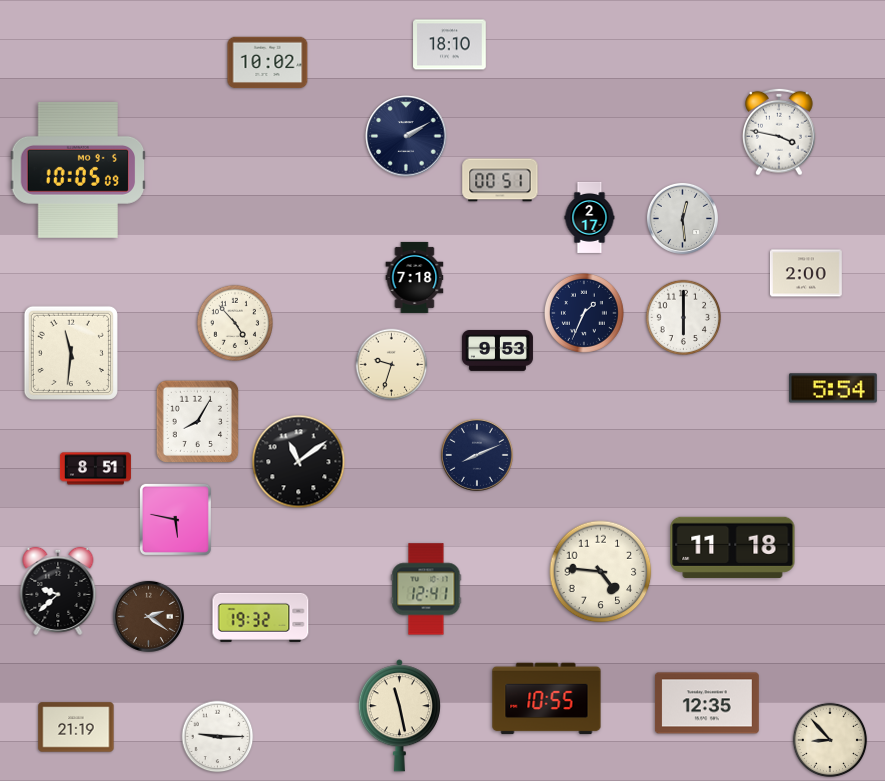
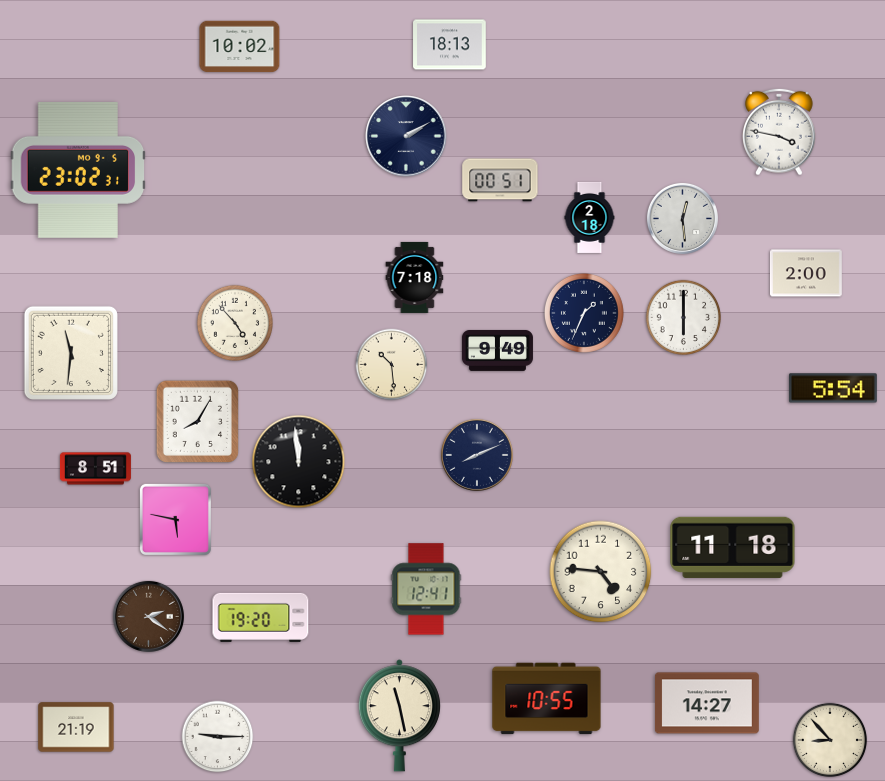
clock at (450, 45): 18:10 -> 18:13
clock at (268, 63) position: (268, 63) -> (240, 47)
clock at (78, 170): 10:05 -> 23:02
clock at (590, 217): 2:17 -> 2:18
clock at (497, 350): 9:53 -> 9:49
clock at (392, 365): 9:33 -> 10:29
clock at (299, 462): 11:09 -> 11:59
clock at (58, 591): 9:38 -> none
clock at (261, 617): 19:32 -> 19:20
clock at (707, 703): 12:35 -> 14:27
